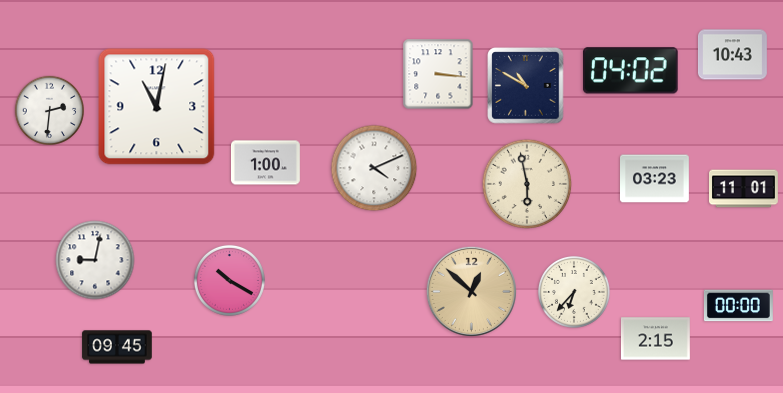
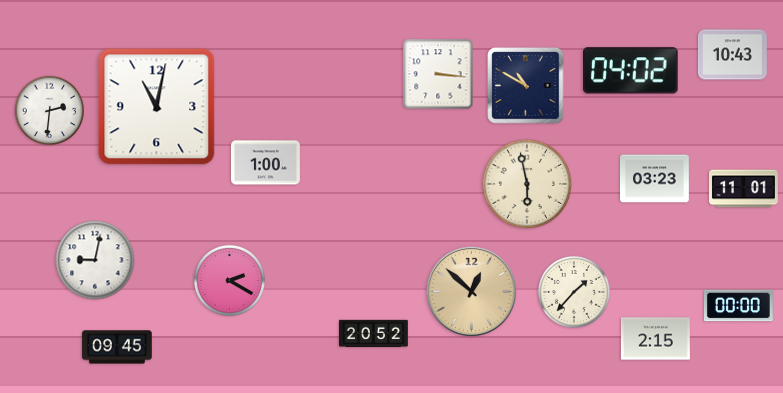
clock at (374, 168): 4:11 -> none
clock at (229, 280): 10:20 -> 2:20
clock at (574, 292): 6:37 -> 1:37
clock at (374, 334): none -> 20:52
